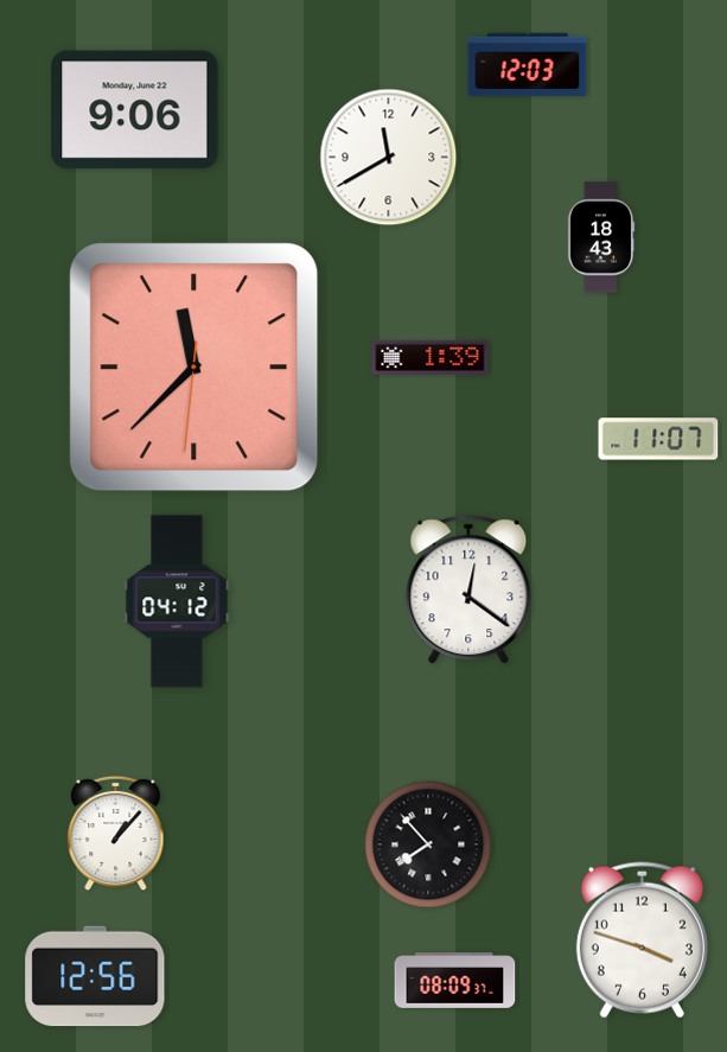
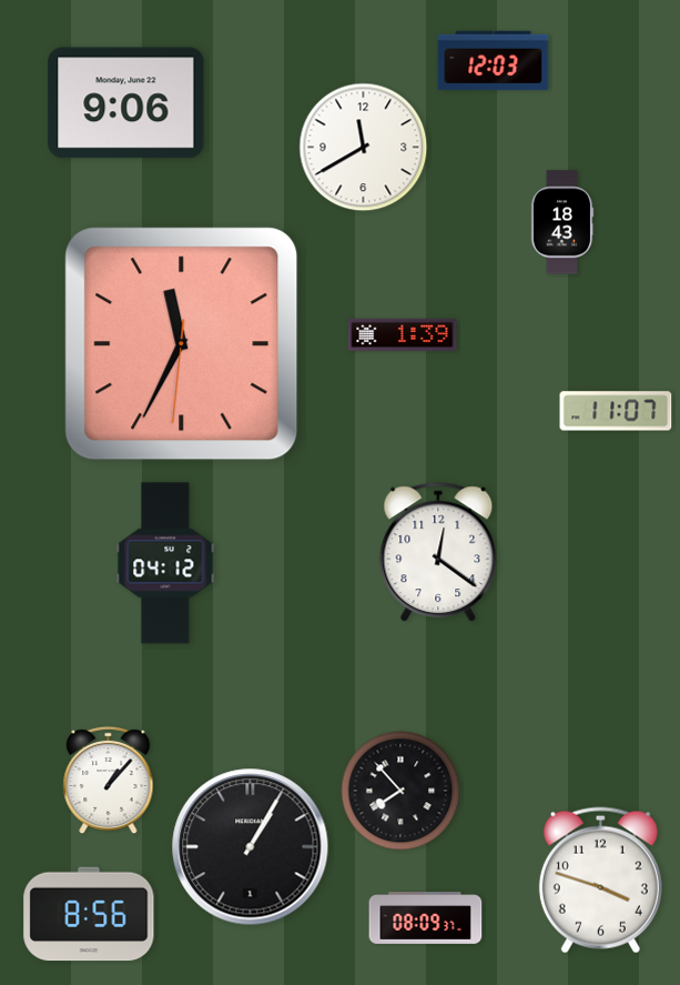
clock at (194, 368): 11:37 -> 11:34
clock at (251, 847): none -> 1:05
clock at (95, 976): 12:56 -> 8:56
